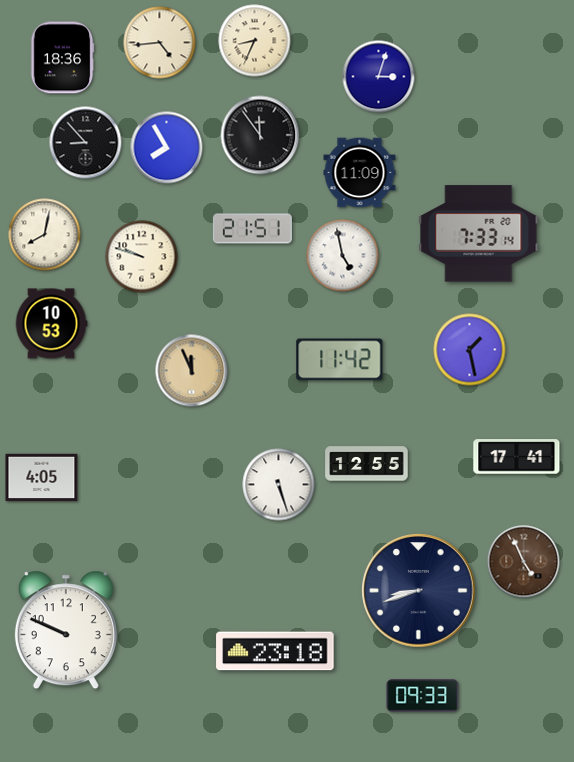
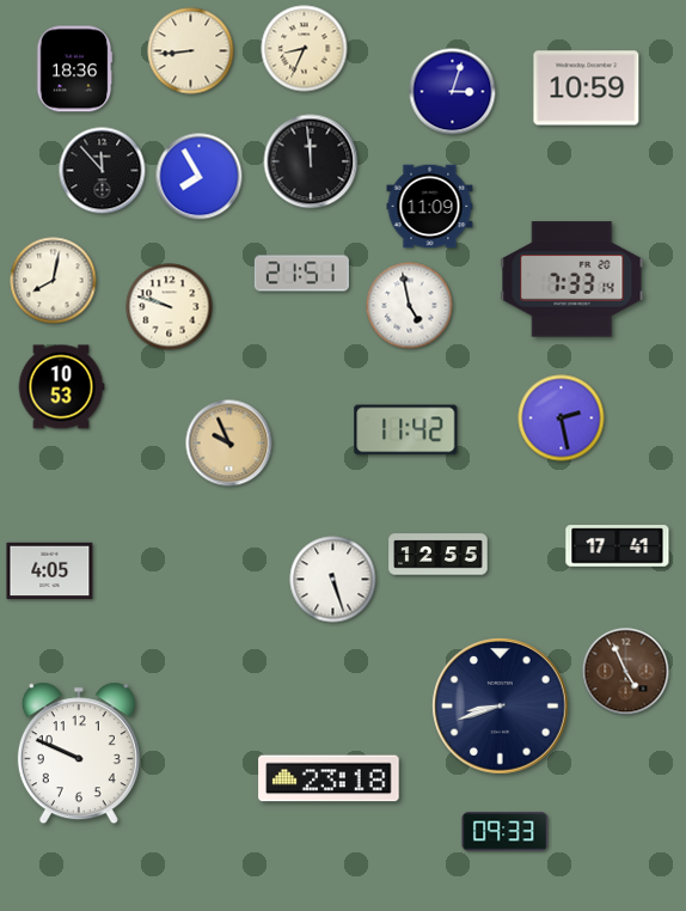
clock at (160, 43): 4:44 -> 8:44
clock at (587, 88): none -> 10:59
clock at (260, 135): 11:54 -> 11:59
clock at (86, 143): 8:53 -> 11:53
clock at (470, 350): 1:28 -> 2:28
clock at (192, 371): 11:56 -> 9:56
